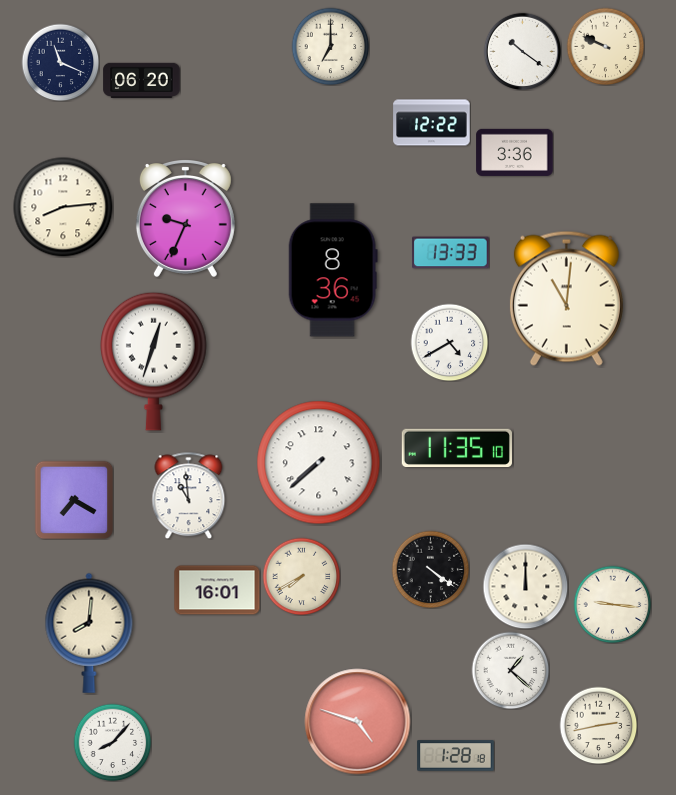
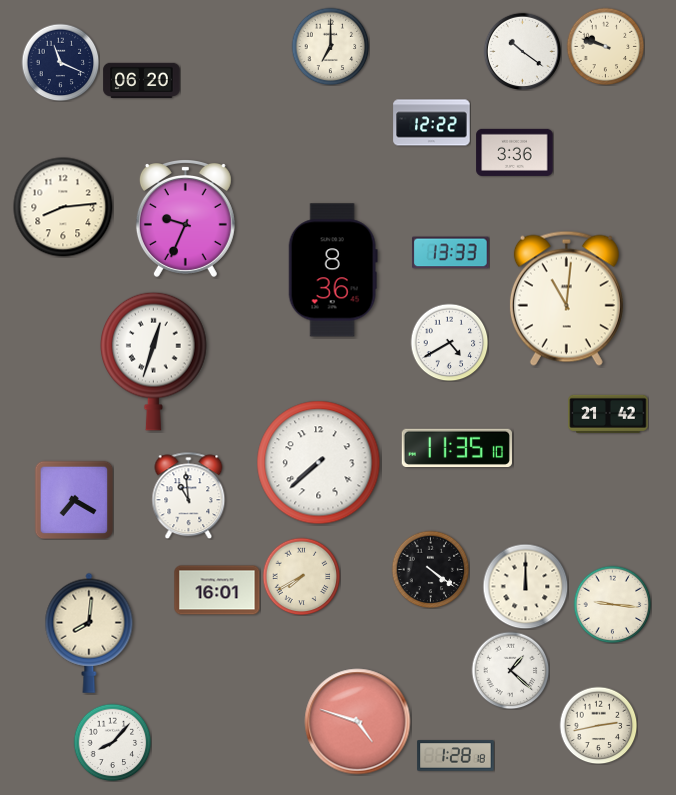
clock at (605, 46): 9:49 -> 9:48
clock at (608, 414): none -> 21:42
